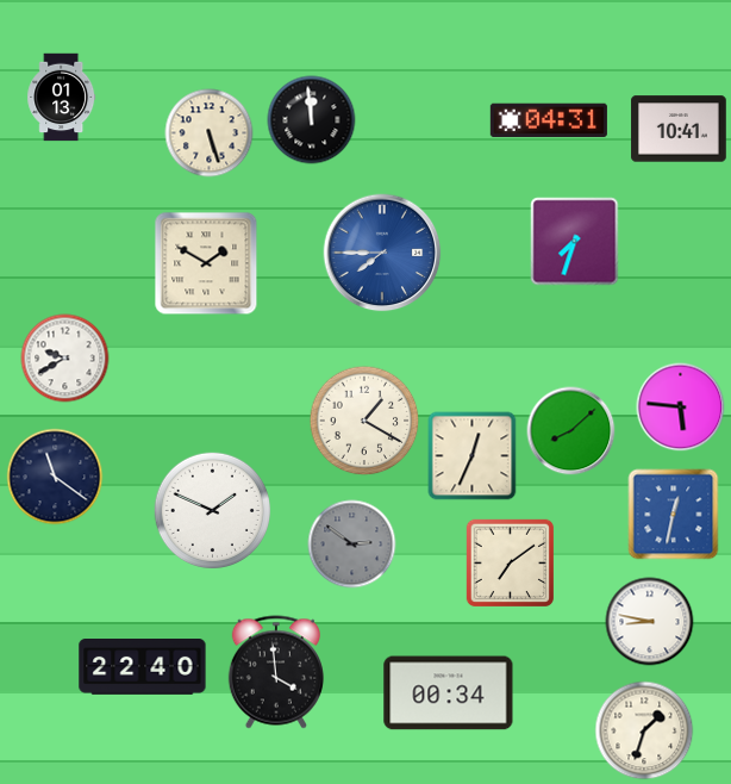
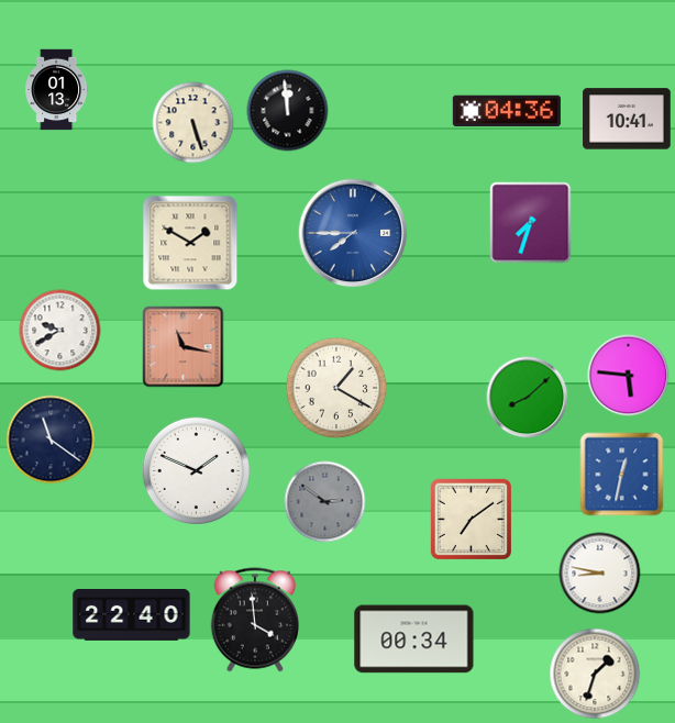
clock at (549, 120): 04:31 -> 04:36
clock at (184, 347): none -> 11:17
clock at (473, 456): 12:34 -> none
